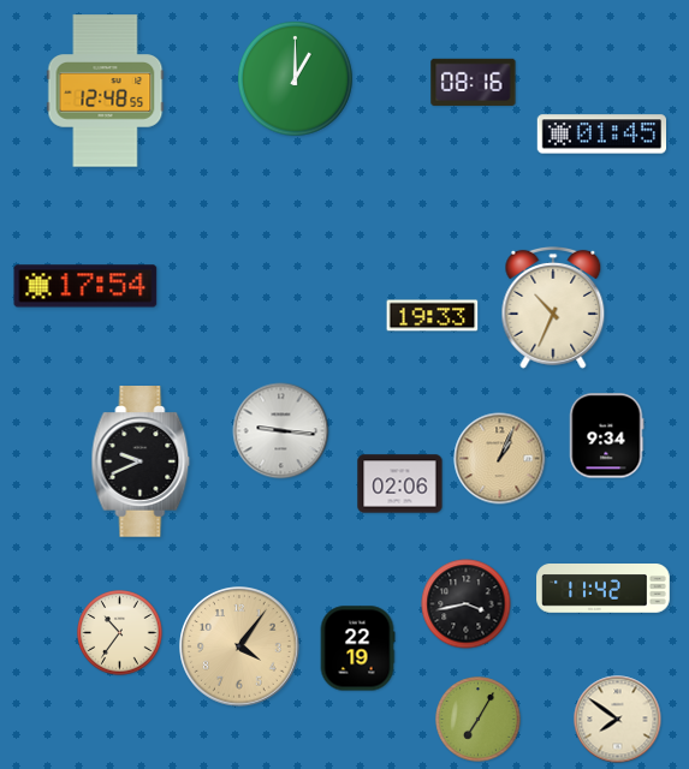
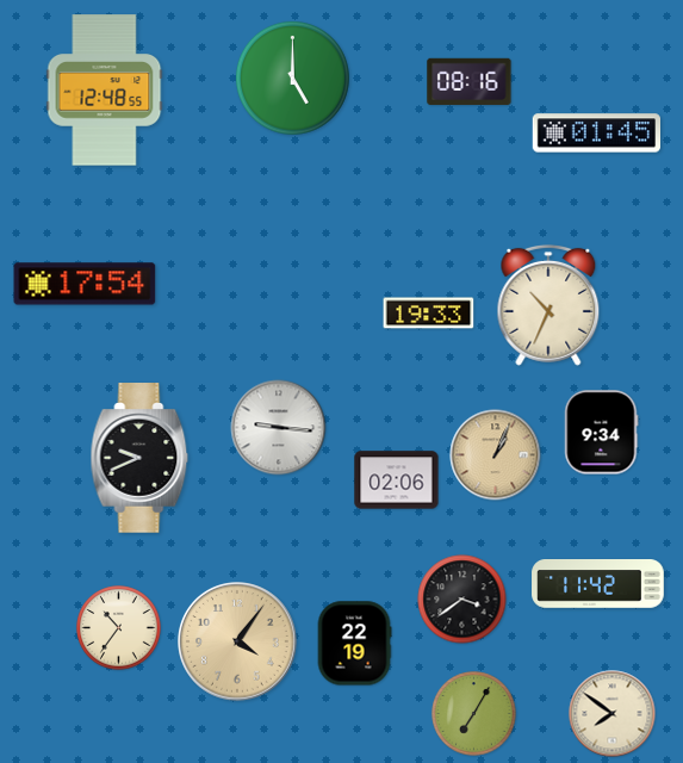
clock at (295, 78): 1:00 -> 5:00
clock at (467, 604): 3:43 -> 3:39
